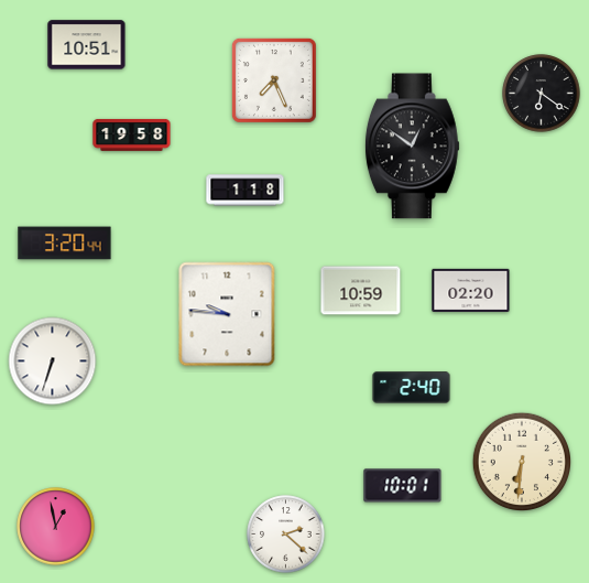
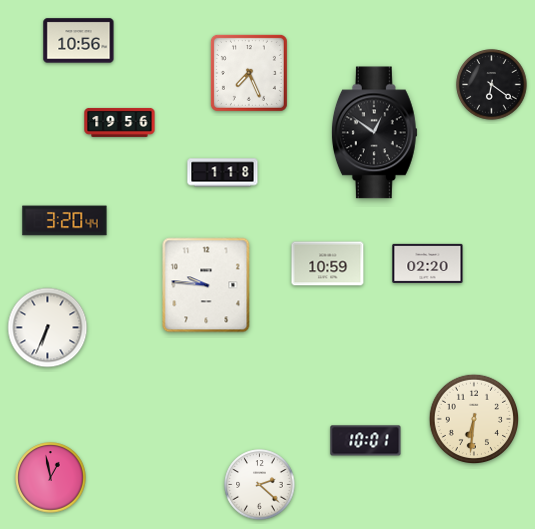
clock at (87, 45): 10:51 -> 10:56
clock at (132, 134): 19:58 -> 19:56
clock at (65, 244) position: (65, 244) -> (65, 221)
clock at (53, 361): 6:33 -> 6:34
clock at (412, 388): 2:40 -> none
